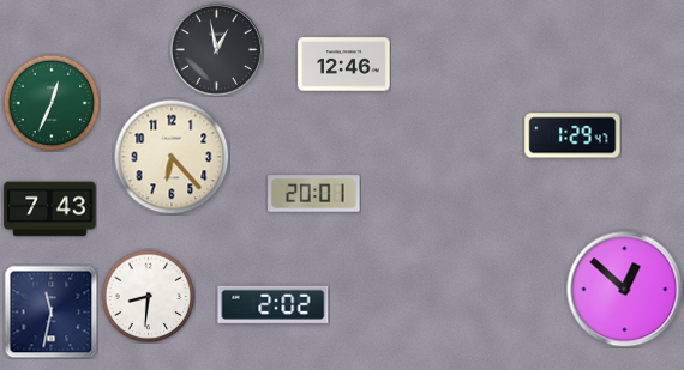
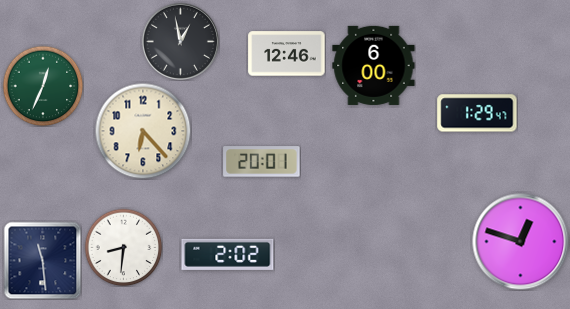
clock at (374, 65): none -> 6:00
clock at (50, 210): 7:43 -> none
clock at (625, 290): 12:52 -> 12:48
clock at (50, 311): 11:32 -> 11:29
